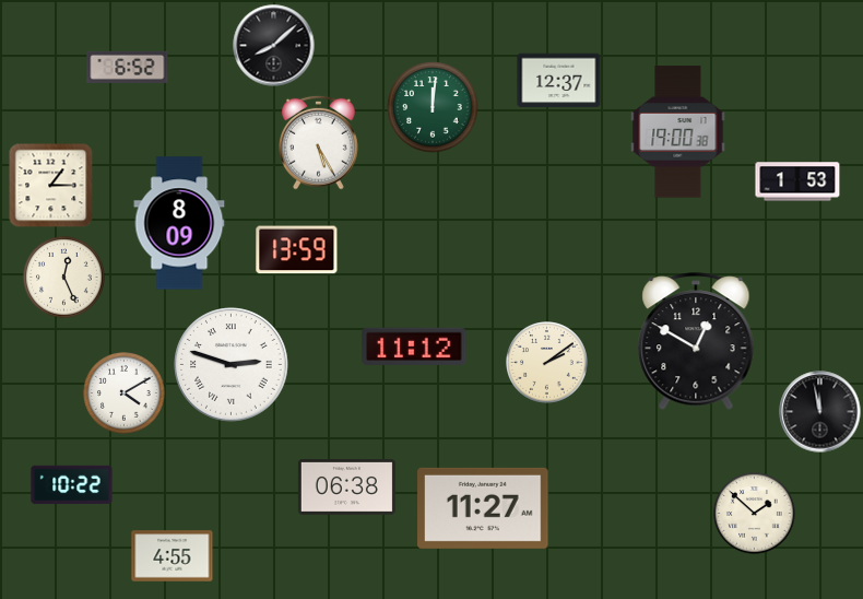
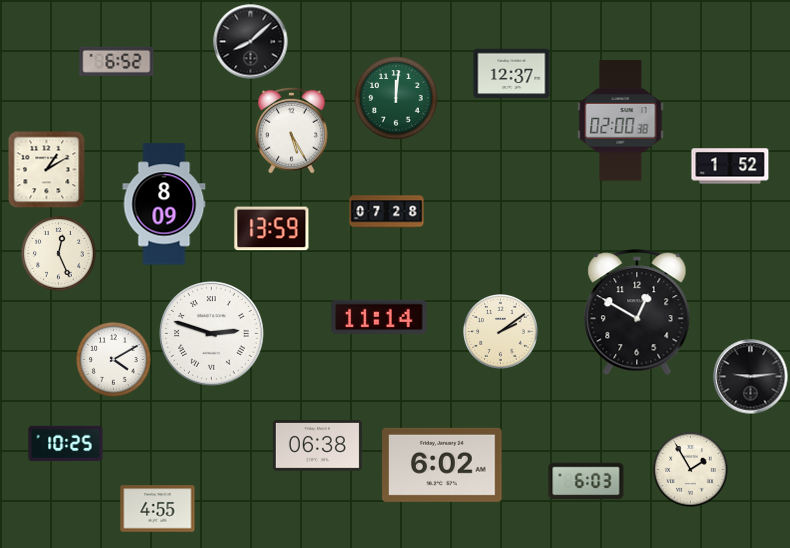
clock at (678, 132): 19:00 -> 02:00
clock at (797, 181): 1:53 -> 1:52
clock at (51, 186): 1:15 -> 1:10
clock at (387, 212): none -> 07:28
clock at (414, 347): 11:12 -> 11:14
clock at (820, 412): 11:58 -> 9:14
clock at (72, 485): 10:22 -> 10:25
clock at (483, 508): 11:27 -> 6:02
clock at (755, 514): 1:52 -> 1:55
clock at (586, 481): none -> 6:03
